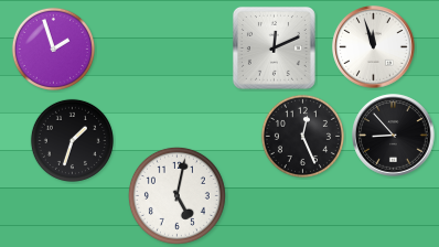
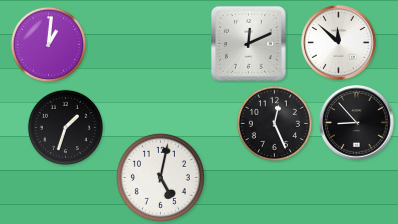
clock at (374, 47): 11:57 -> 11:52
clock at (53, 49): 1:57 -> 1:01
